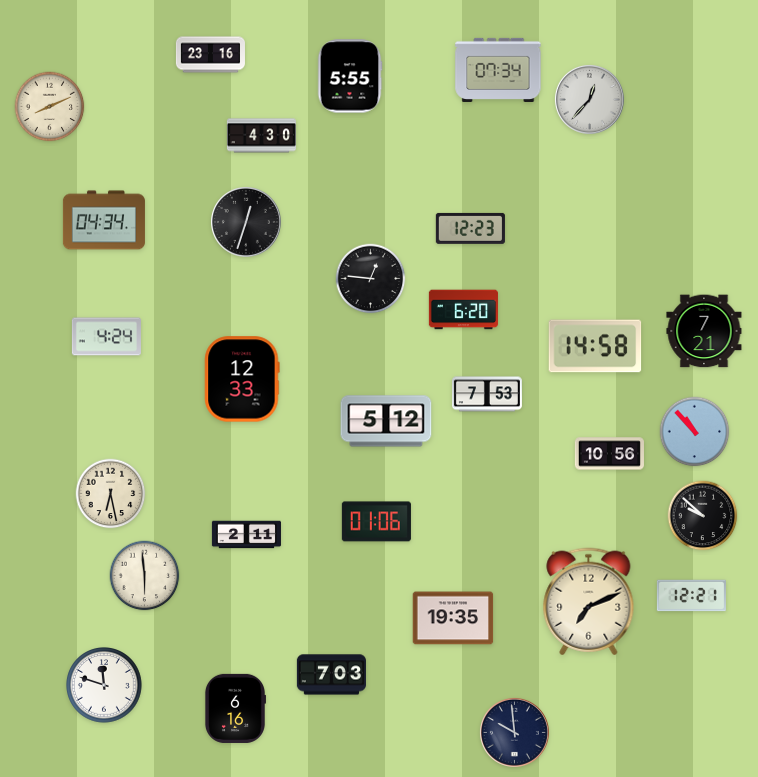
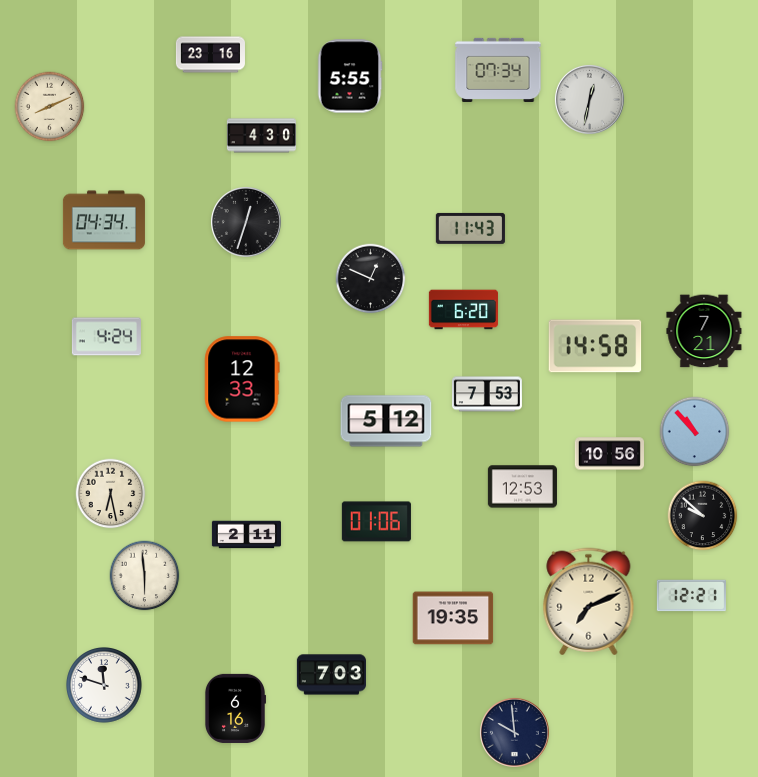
clock at (589, 99): 12:37 -> 12:32
clock at (470, 228): 12:23 -> 11:43
clock at (371, 279): 12:46 -> 12:49
clock at (522, 487): none -> 12:53
